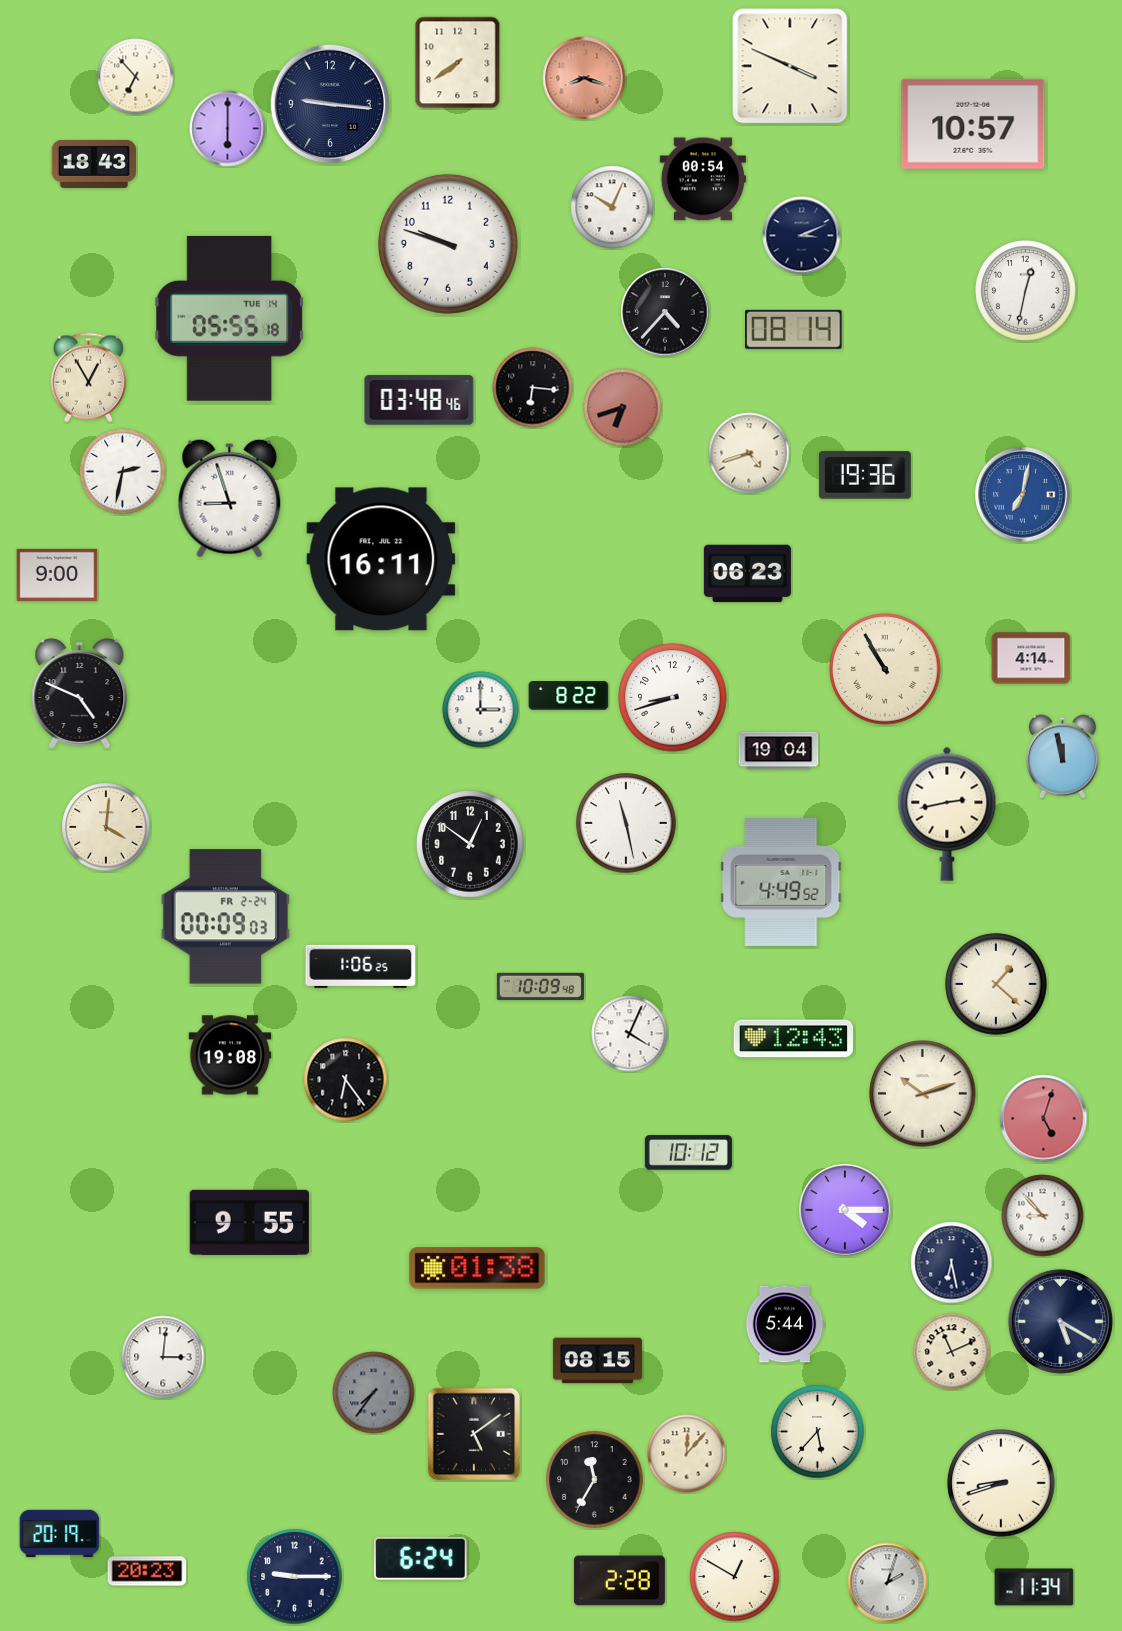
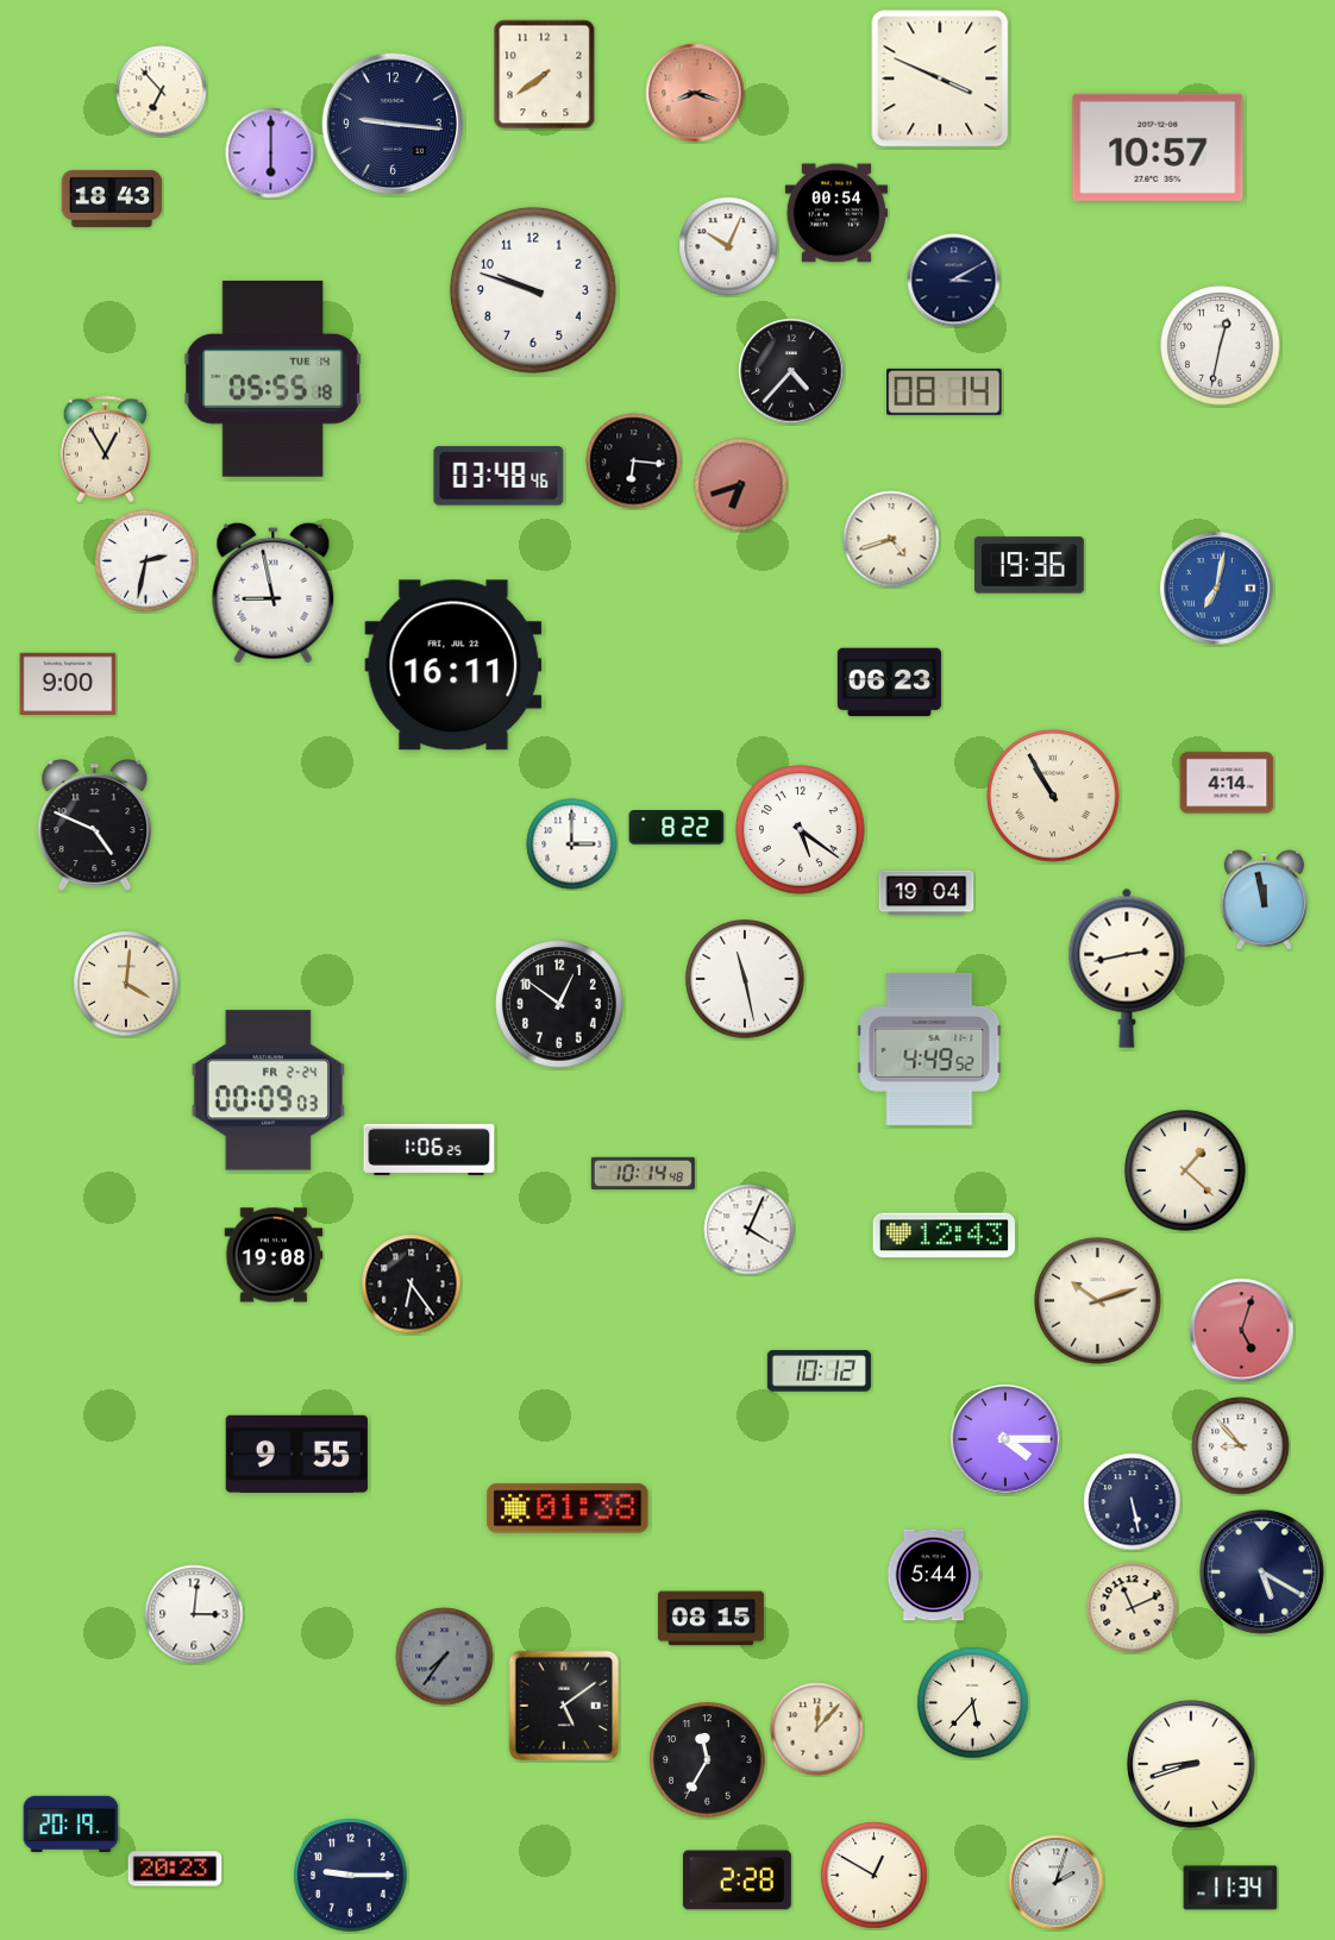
clock at (94, 164) position: (94, 164) -> (112, 199)
clock at (802, 236): 3:11 -> 3:10
clock at (230, 498): 8:57 -> 8:58
clock at (673, 698): 8:42 -> 5:21
clock at (540, 986): 10:09 -> 10:14
clock at (952, 1263): 6:28 -> 5:28
clock at (420, 1558): 6:24 -> none
